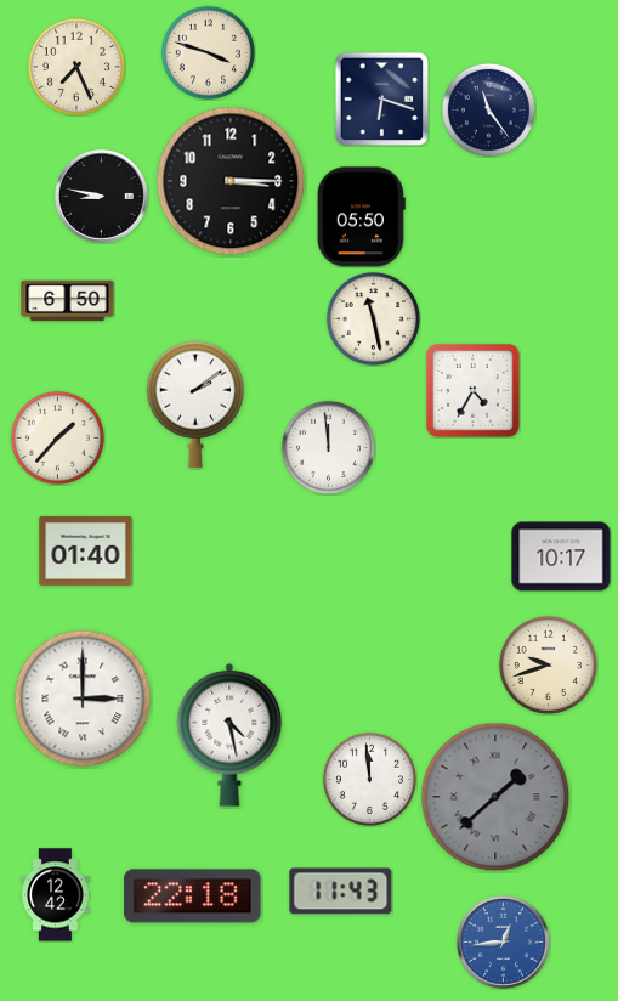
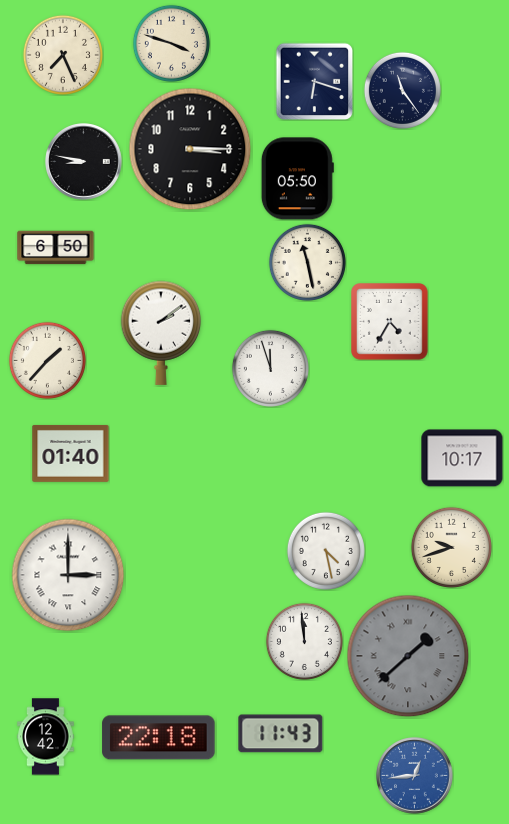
clock at (328, 447): 11:59 -> 11:57
clock at (326, 551): none -> 4:28
clock at (229, 735): 4:28 -> none
